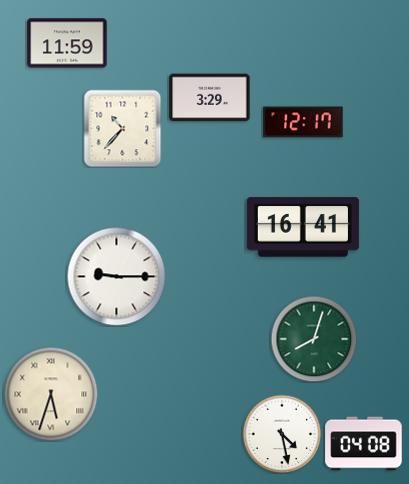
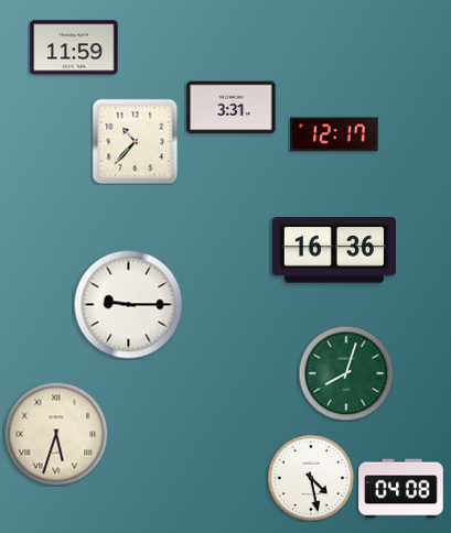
clock at (210, 98): 3:29 -> 3:31
clock at (303, 227): 16:41 -> 16:36
